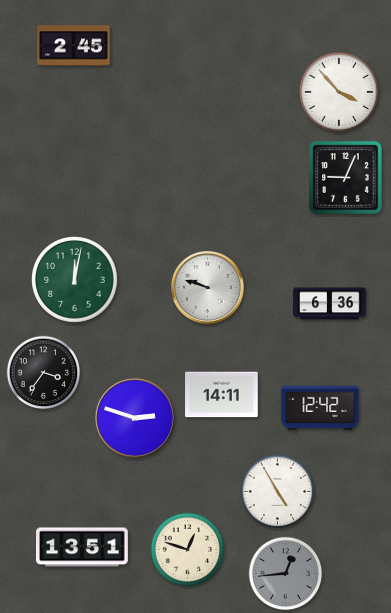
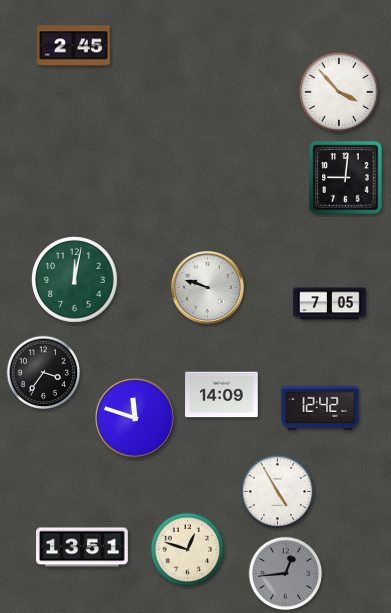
clock at (346, 178): 9:04 -> 9:01
clock at (330, 304): 6:36 -> 7:05
clock at (222, 395): 14:11 -> 14:09
clock at (136, 419): 2:48 -> 11:48
